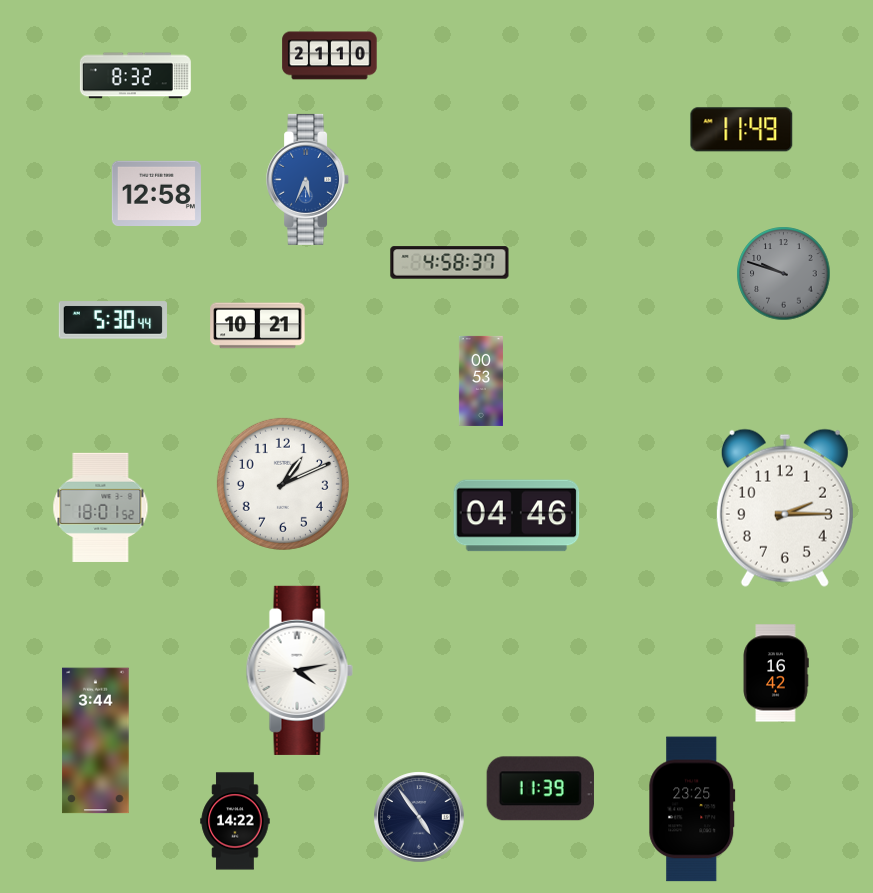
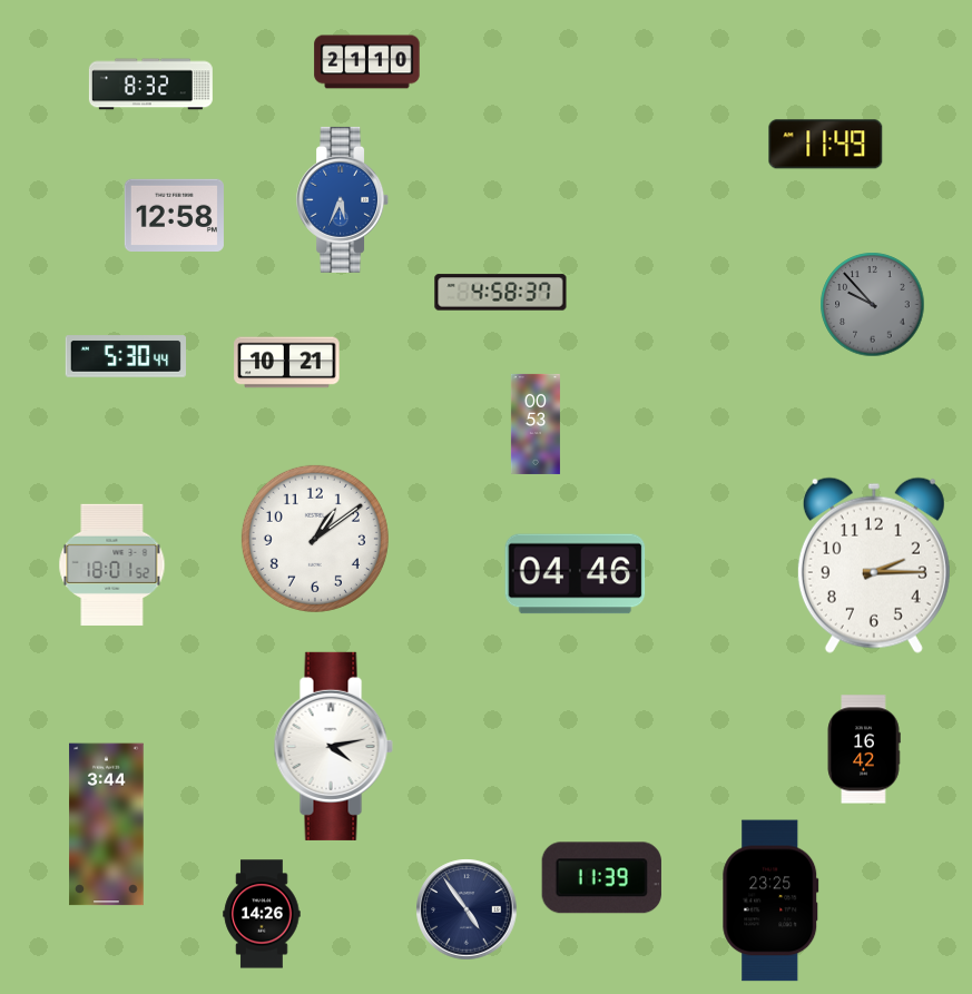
clock at (784, 274): 9:48 -> 9:53
clock at (283, 484): 1:11 -> 1:09
clock at (235, 821): 14:22 -> 14:26
